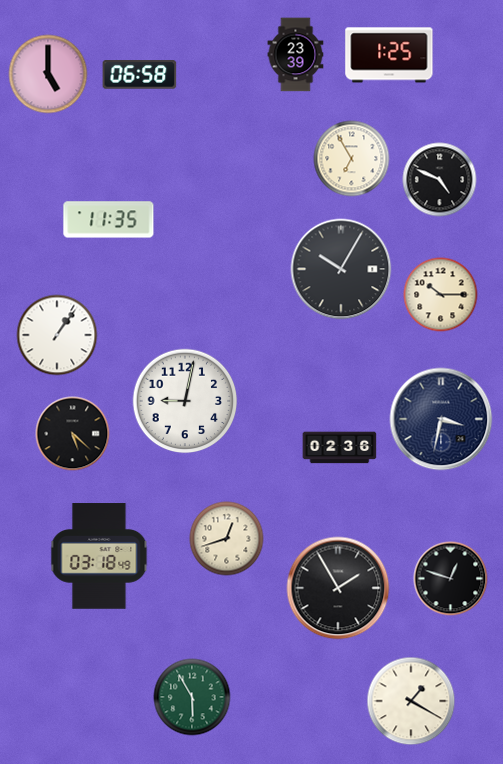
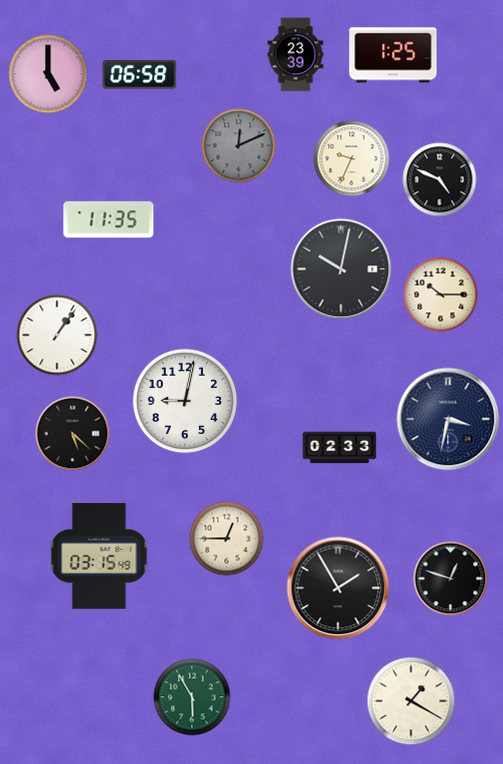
clock at (389, 55) position: (389, 55) -> (393, 55)
clock at (239, 146): none -> 12:11
clock at (352, 159): 6:55 -> 9:34
clock at (341, 269): 10:05 -> 10:02
clock at (441, 419) position: (441, 419) -> (448, 419)
clock at (340, 448): 02:36 -> 02:33
clock at (227, 539): 12:42 -> 12:45
clock at (99, 556): 03:18 -> 03:15
